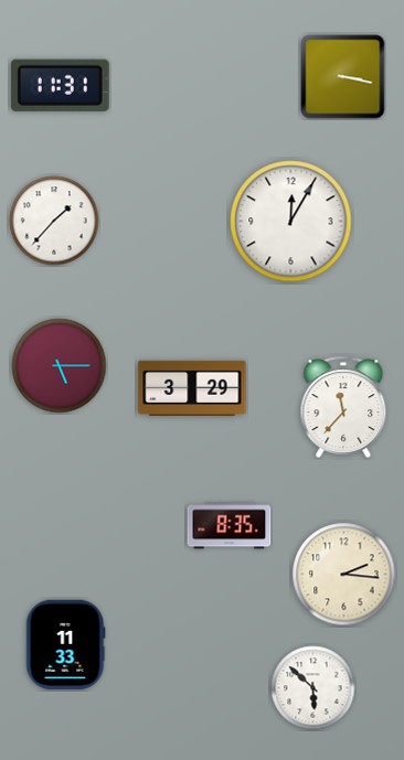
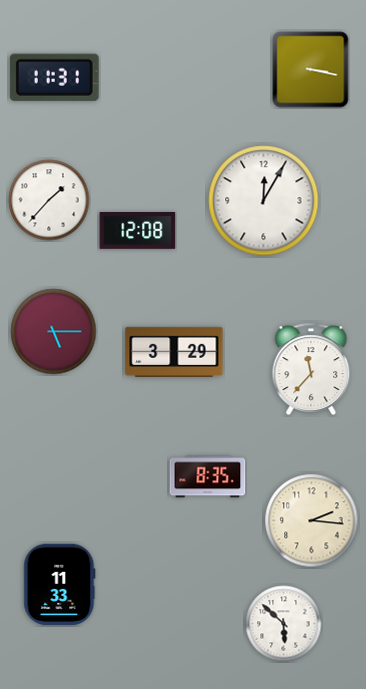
clock at (138, 231): none -> 12:08
